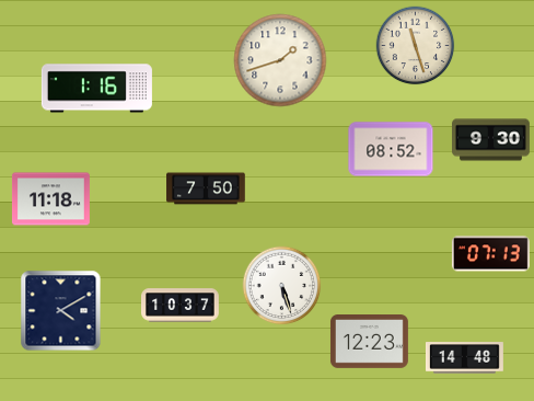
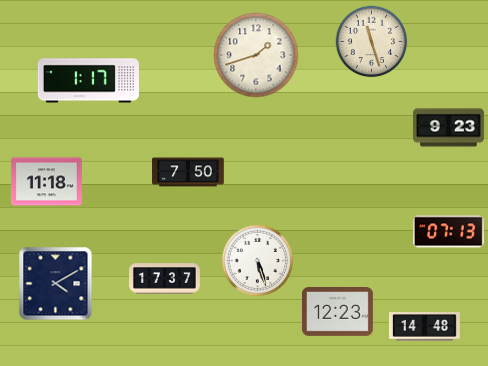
clock at (416, 46) position: (416, 46) -> (372, 42)
clock at (96, 89): 1:16 -> 1:17
clock at (491, 140): 9:30 -> 9:23
clock at (391, 149): 08:52 -> none
clock at (181, 306): 10:37 -> 17:37
